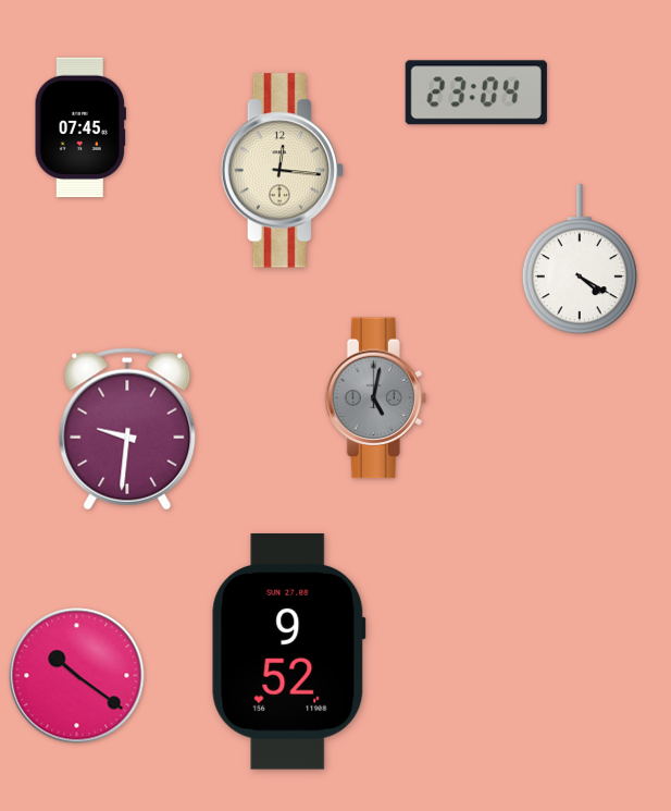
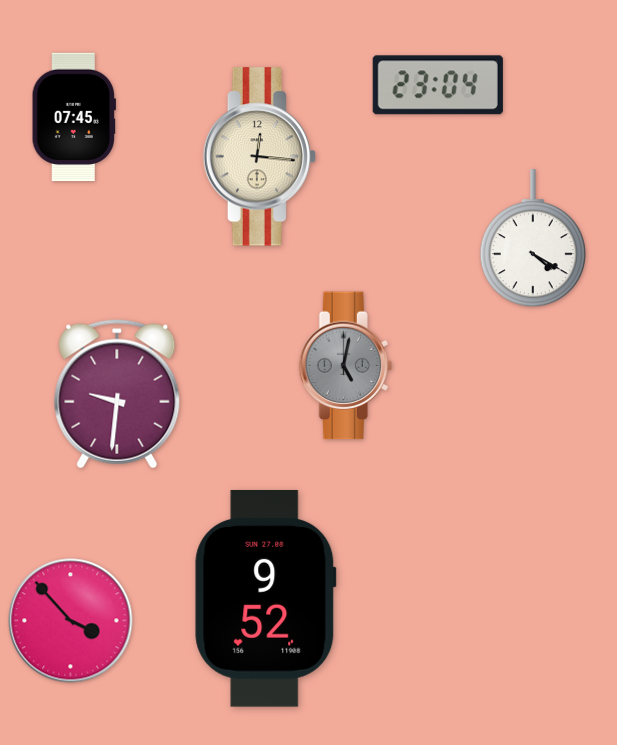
clock at (77, 676): 10:21 -> 3:53
